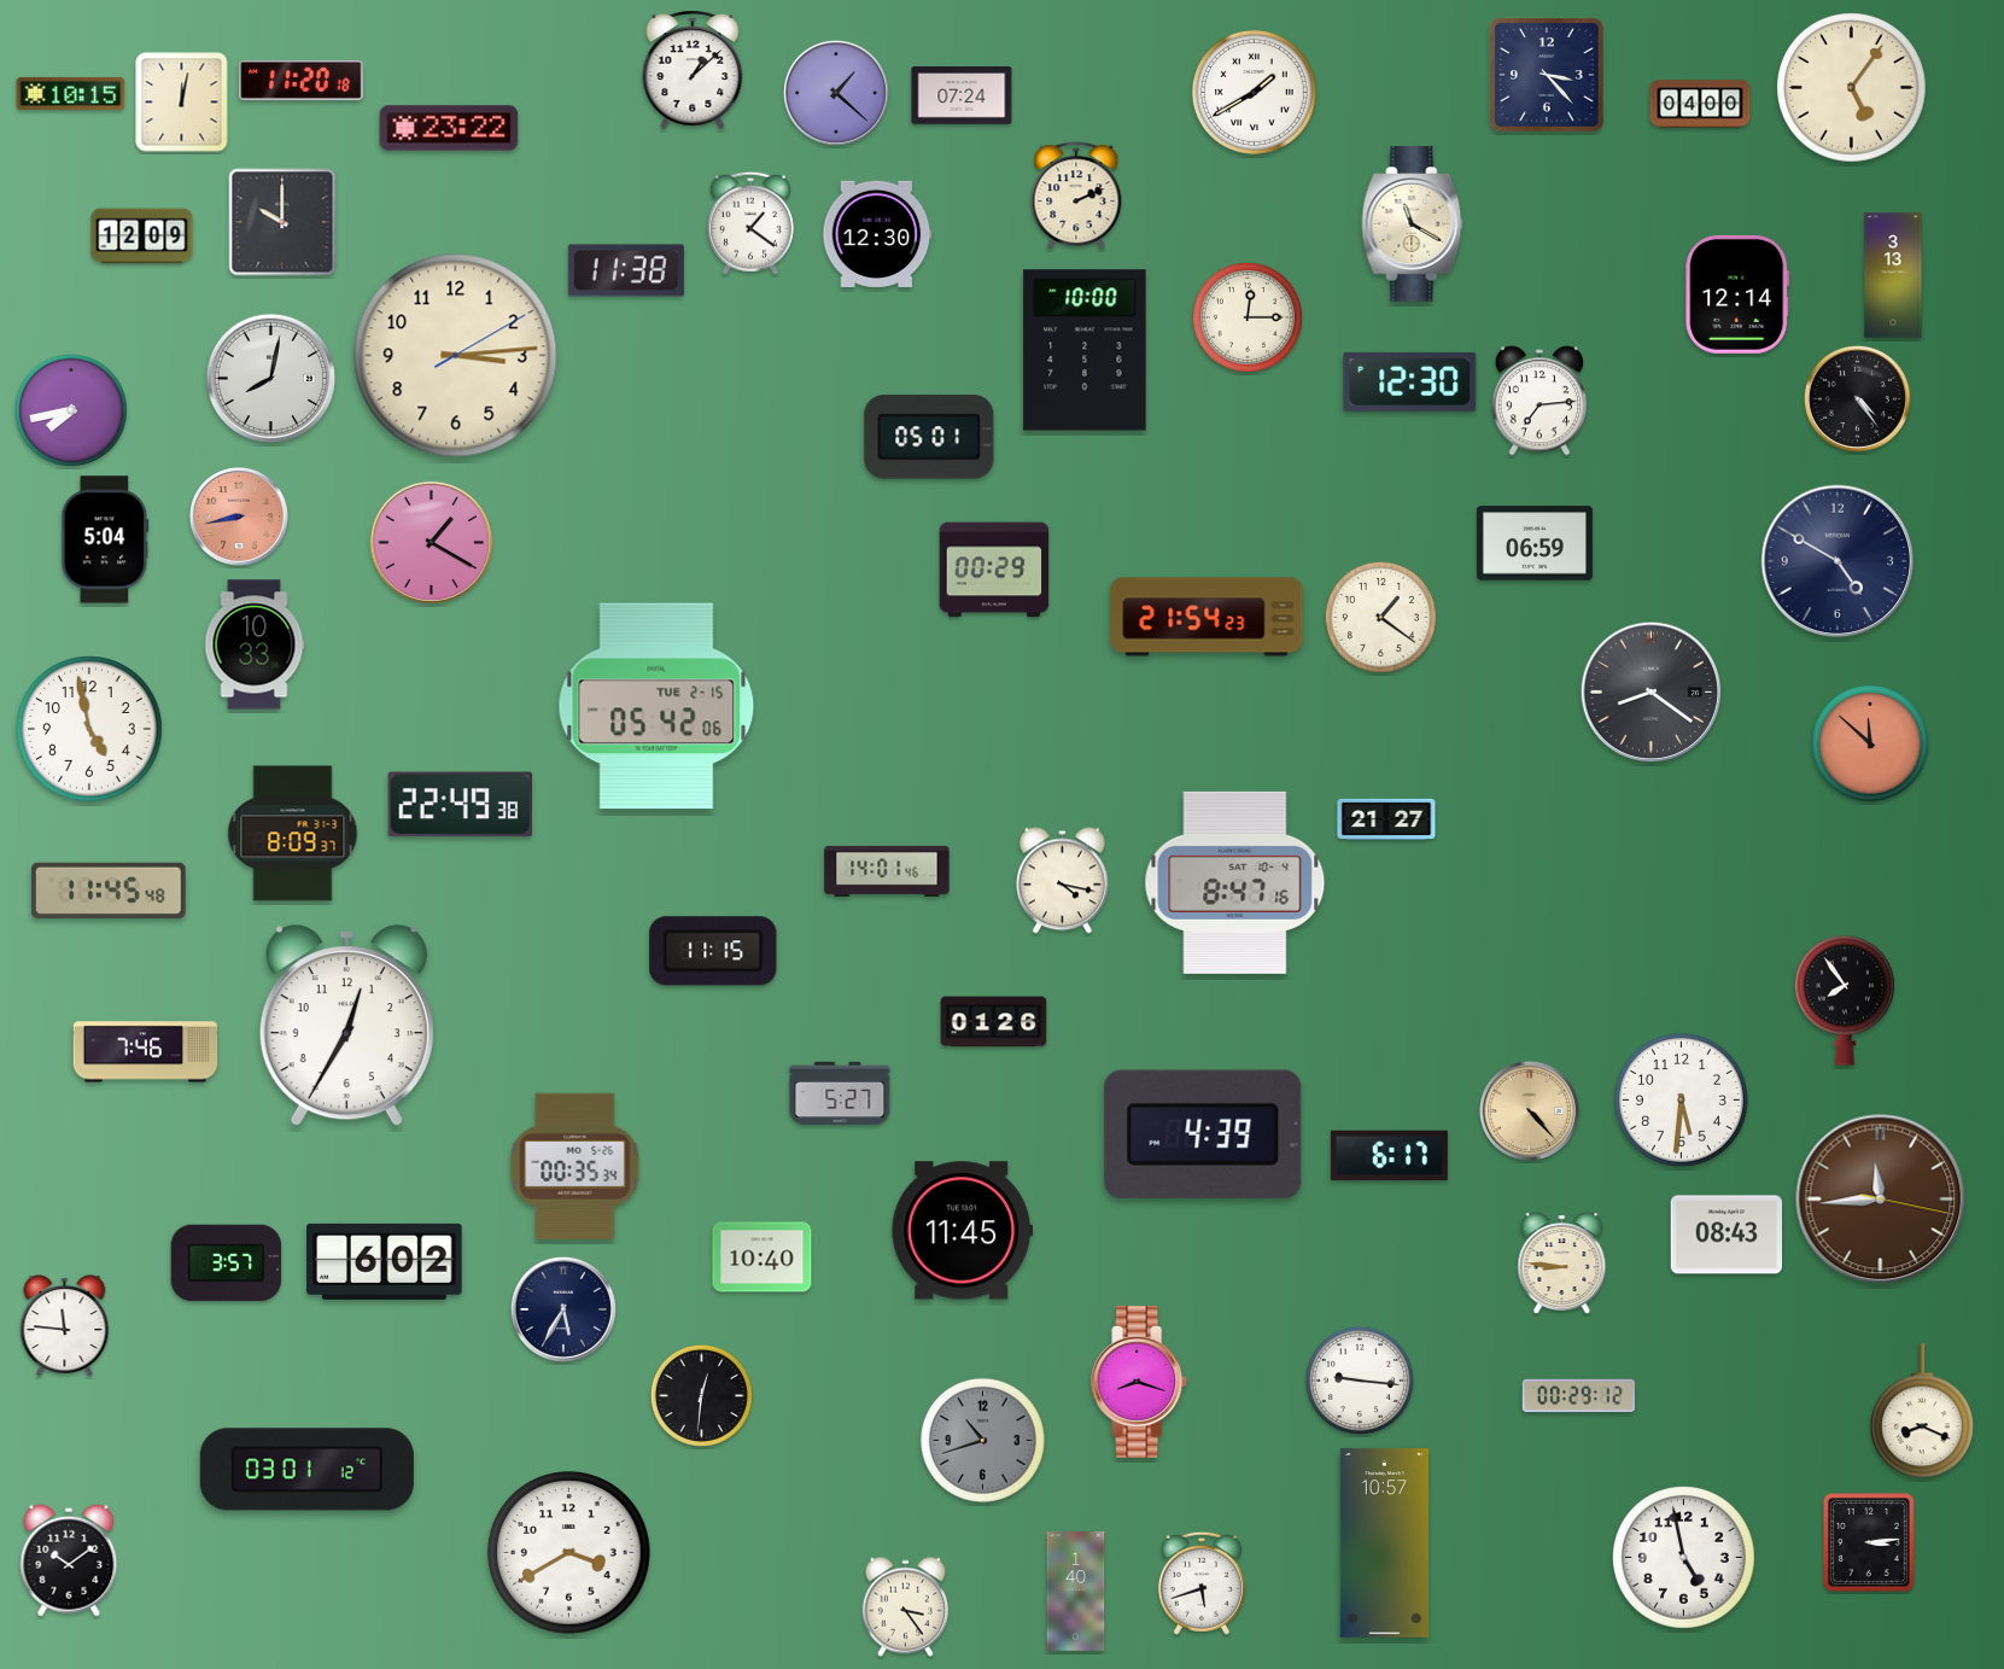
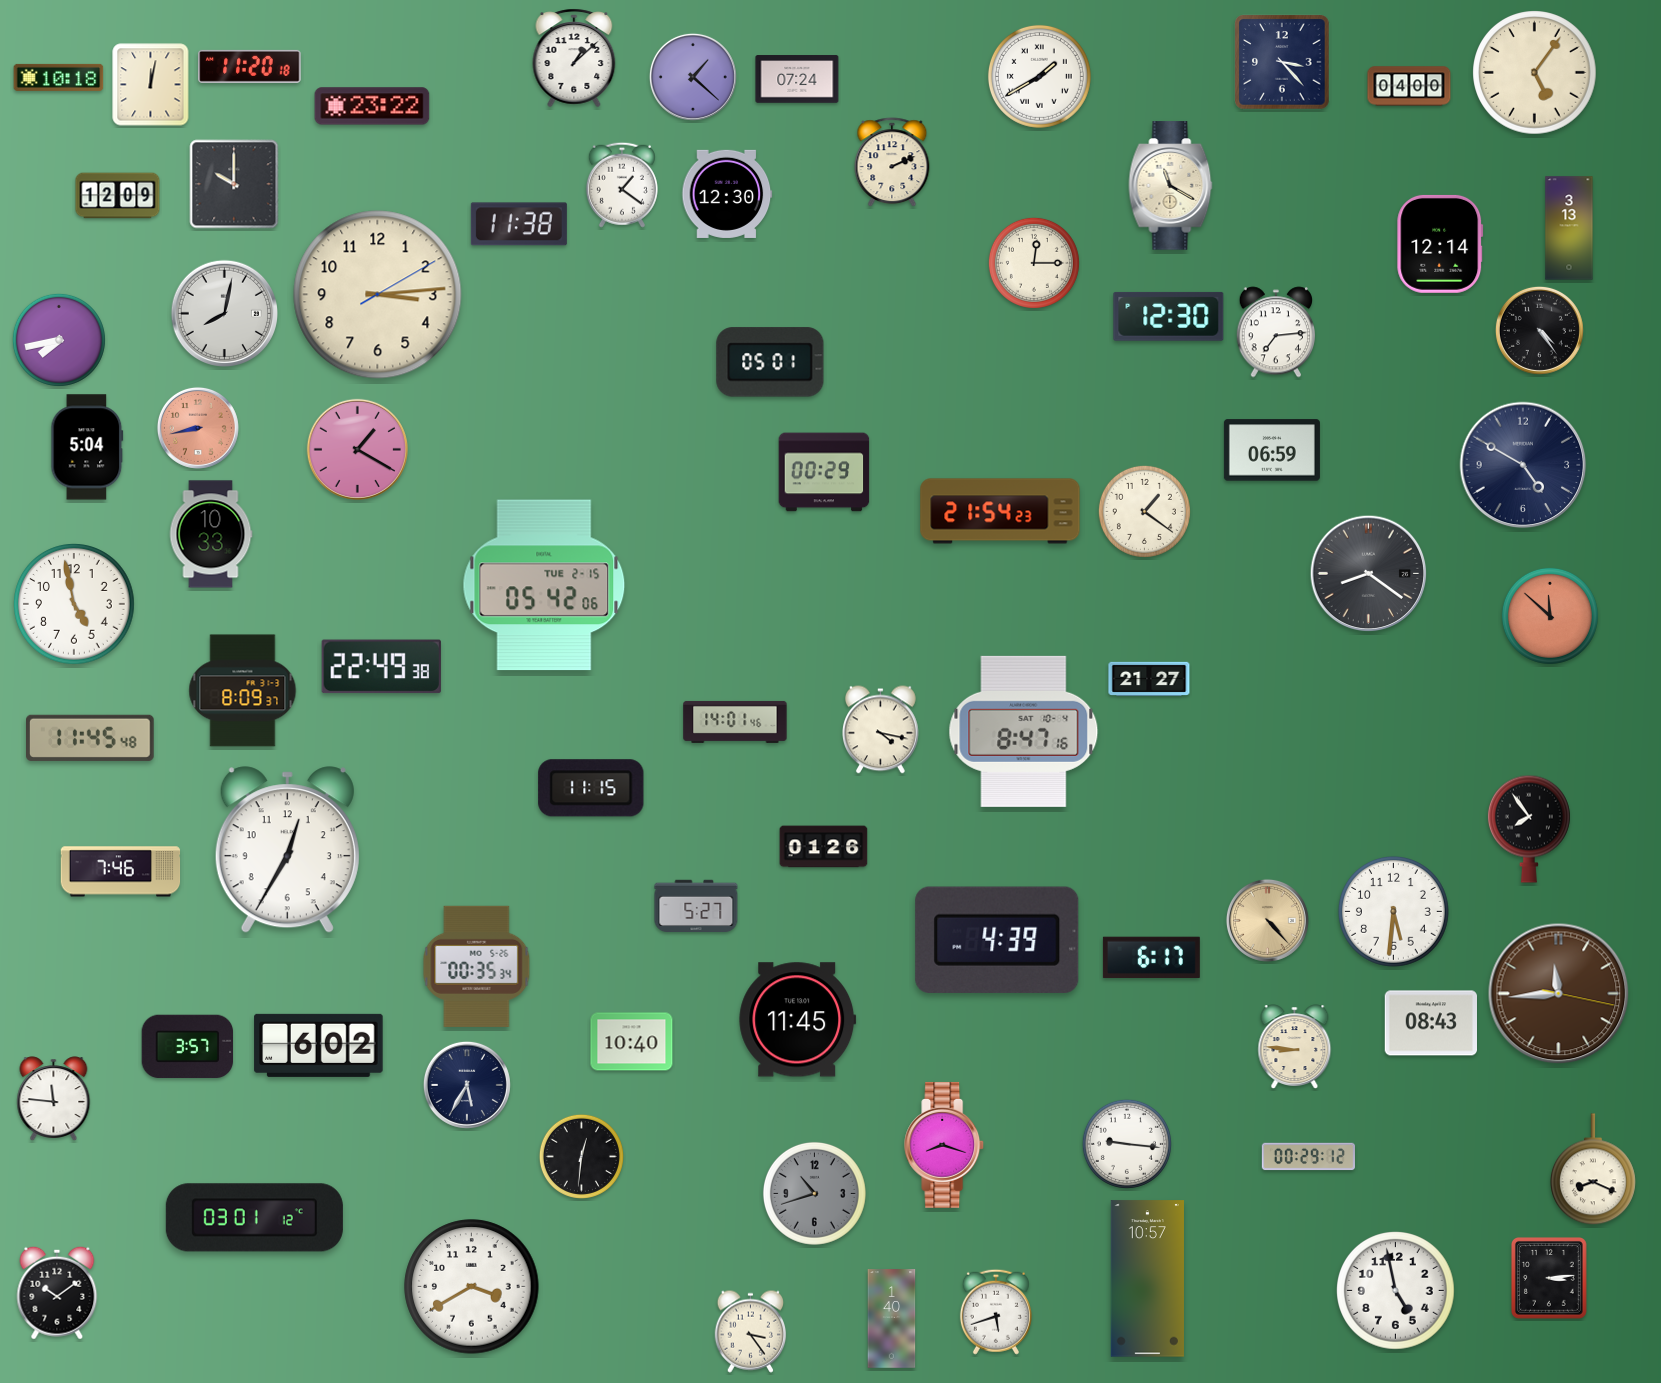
clock at (71, 93): 10:15 -> 10:18
clock at (1085, 350): 10:00 -> none
